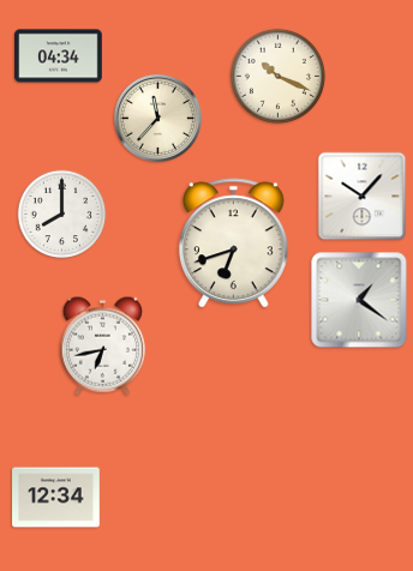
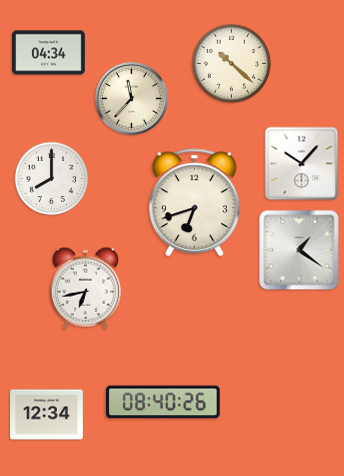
clock at (59, 56) position: (59, 56) -> (49, 53)
clock at (277, 76): 10:19 -> 10:22
clock at (163, 402): none -> 08:40
